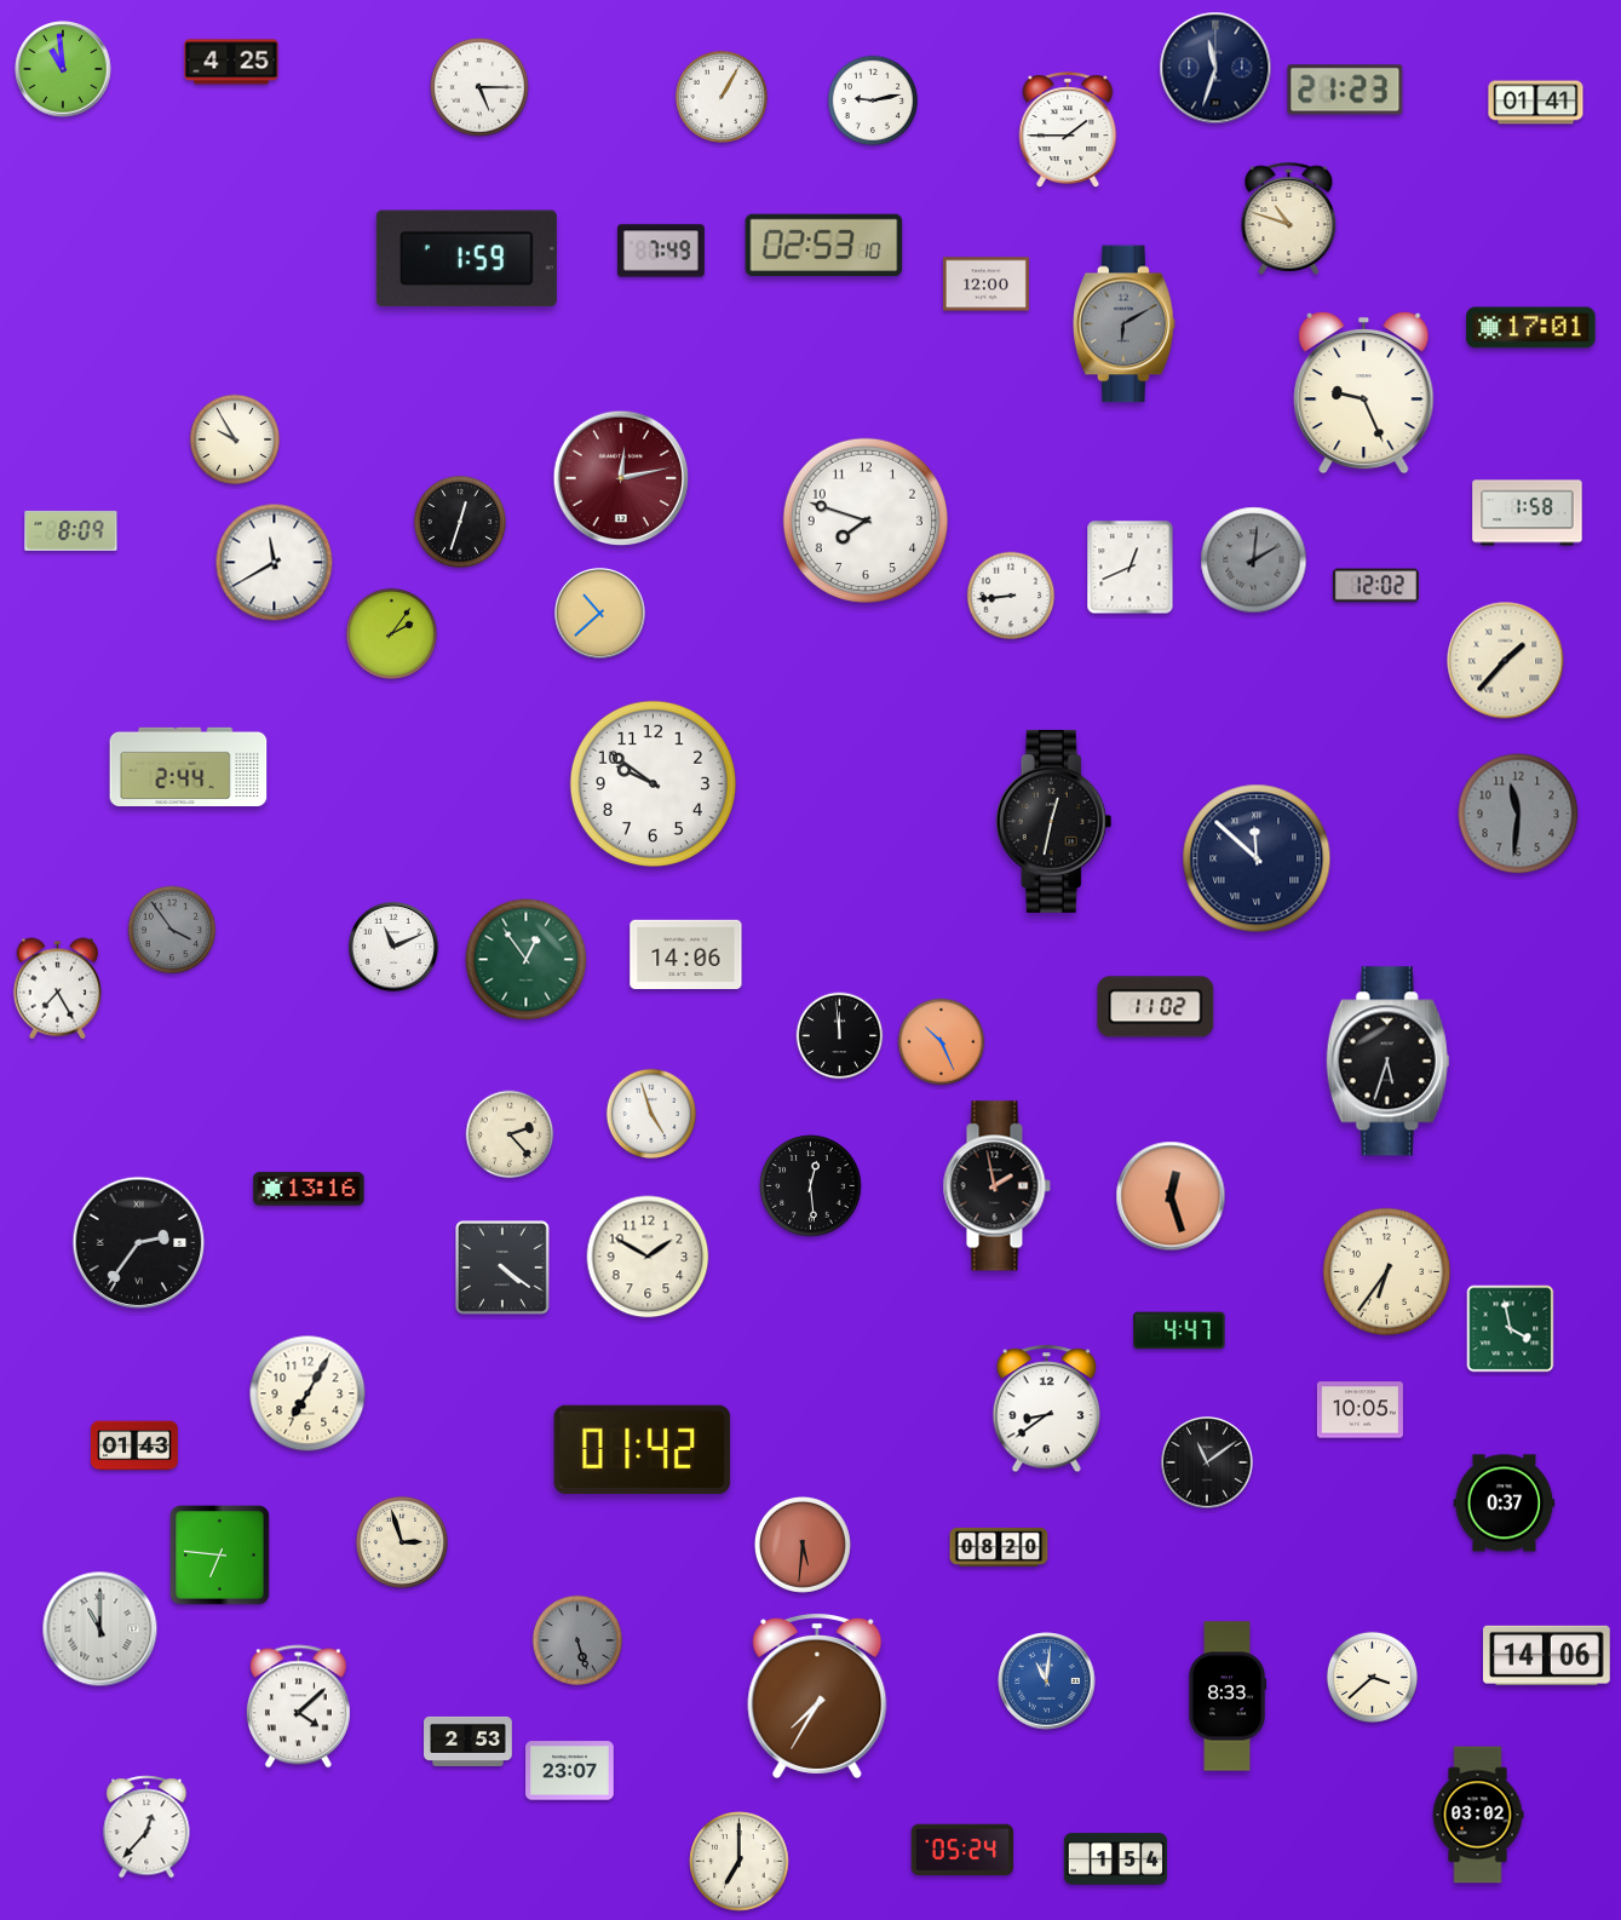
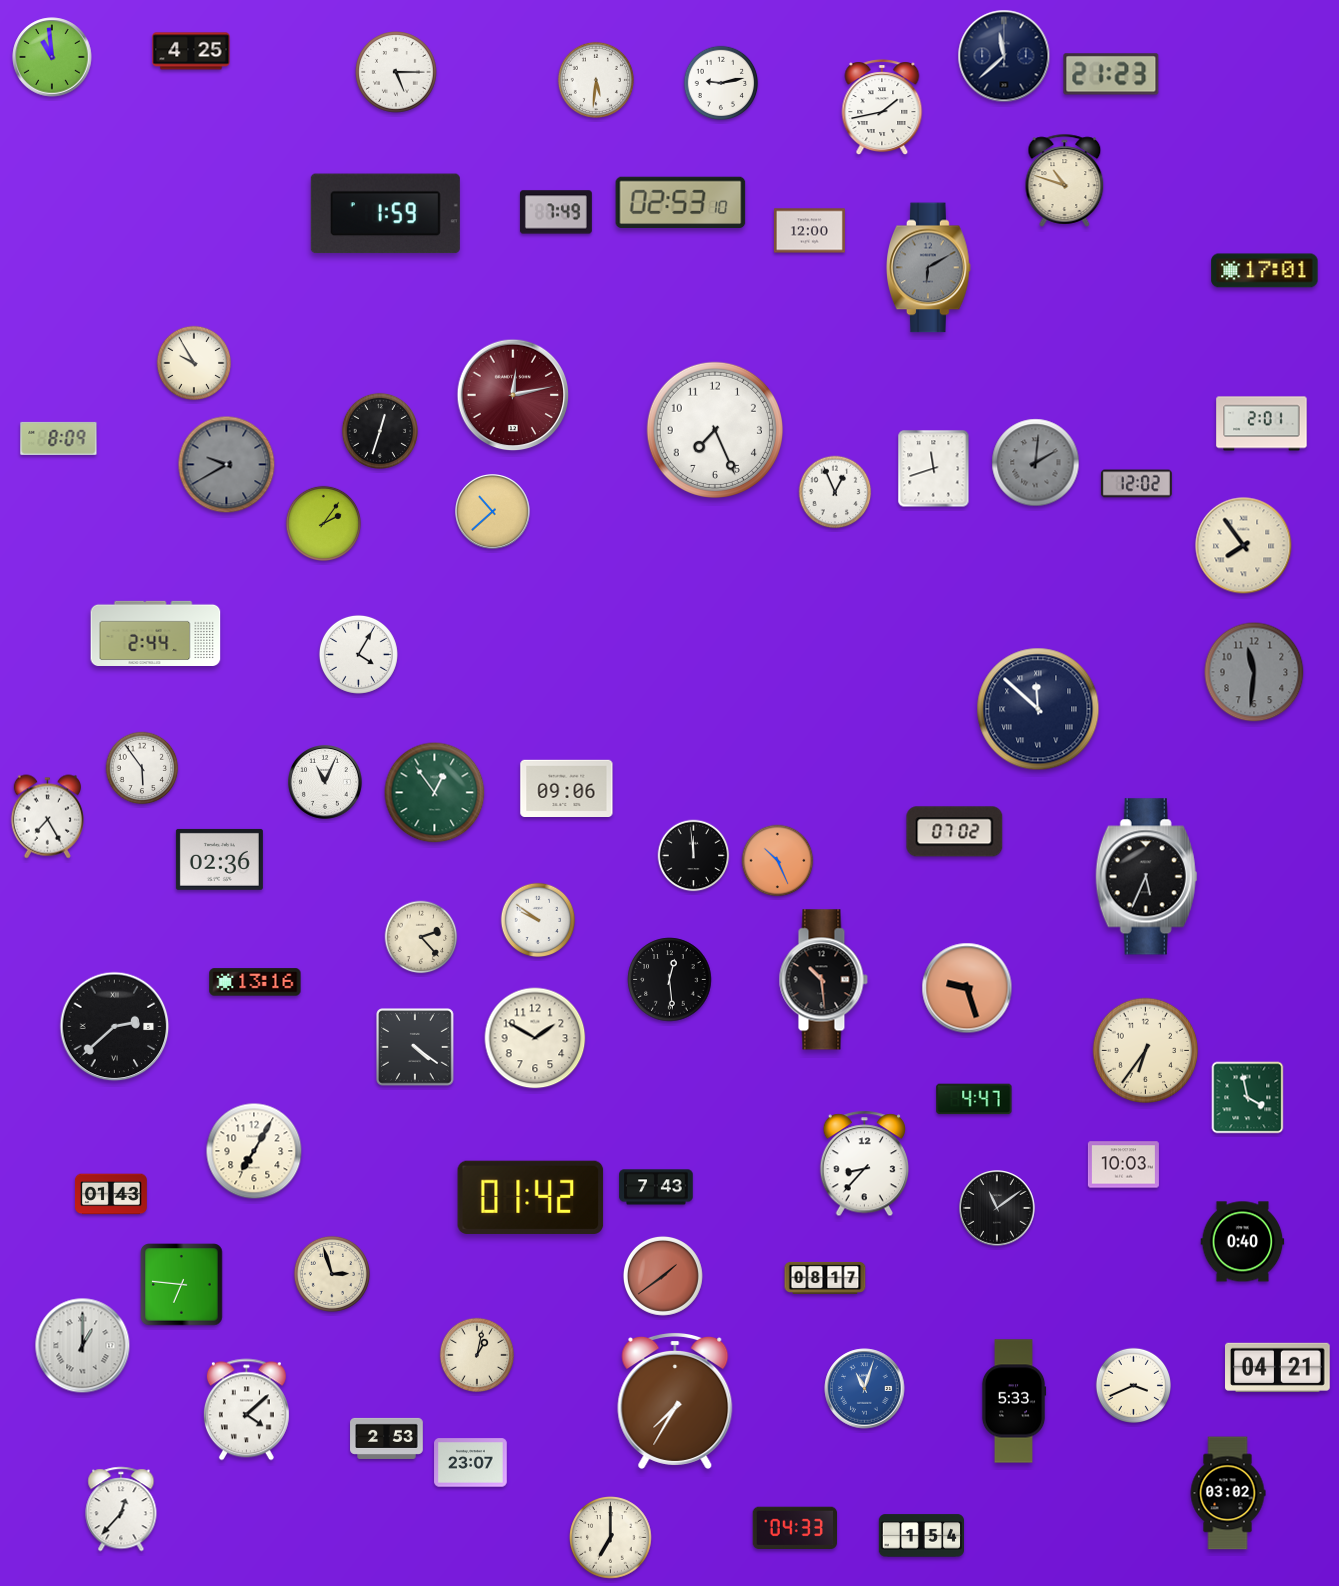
clock at (1215, 68): 11:33 -> 11:38
clock at (722, 97): 1:05 -> 5:31
clock at (1536, 103): 01:41 -> none
clock at (1068, 130): 1:45 -> 1:43
clock at (661, 251) position: (661, 251) -> (556, 212)
clock at (985, 284) position: (985, 284) -> (809, 231)
clock at (1364, 392): 9:26 -> none
clock at (1528, 513): 1:58 -> 2:01
clock at (866, 521): 7:48 -> 7:26
clock at (275, 563): 11:40 -> 9:40
clock at (275, 563) dial: white -> grey
clock at (1131, 568): 12:41 -> 11:42
clock at (1011, 596): 8:44 -> 12:56
clock at (600, 614) position: (600, 614) -> (493, 512)
clock at (1506, 661): 1:37 -> 7:54
clock at (653, 783): 9:51 -> none
clock at (358, 654): none -> 4:05
clock at (1054, 821): 12:32 -> none
clock at (172, 930): 3:54 -> 5:54
clock at (172, 930) dial: grey -> white
clock at (393, 947): 11:11 -> 11:04
clock at (686, 954): 14:06 -> 09:06
clock at (1156, 1007): 11:02 -> 07:02
clock at (219, 859): none -> 02:36
clock at (1389, 1062): 5:33 -> 5:34
clock at (651, 1114): 4:57 -> 9:51
clock at (996, 1186): 1:58 -> 10:29
clock at (1171, 1196): 12:27 -> 9:27
clock at (139, 1243): 2:36 -> 2:38
clock at (1046, 1409): 8:39 -> 8:37
clock at (1360, 1410): 10:05 -> 10:03
clock at (656, 1187): none -> 7:43
clock at (1505, 1504): 0:37 -> 0:40
clock at (803, 1545): 5:31 -> 1:39
clock at (999, 1547): 08:20 -> 08:17
clock at (100, 1629): 11:00 -> 1:00
clock at (577, 1640): 5:27 -> 1:02
clock at (577, 1640) dial: grey -> cream
clock at (1547, 1655): 14:06 -> 04:21
clock at (1372, 1677): 3:38 -> 3:41
clock at (1047, 1682): 11:01 -> 11:03
clock at (1228, 1696): 8:33 -> 5:33
clock at (1478, 1815) position: (1478, 1815) -> (1228, 1493)
clock at (962, 1850): 05:24 -> 04:33
